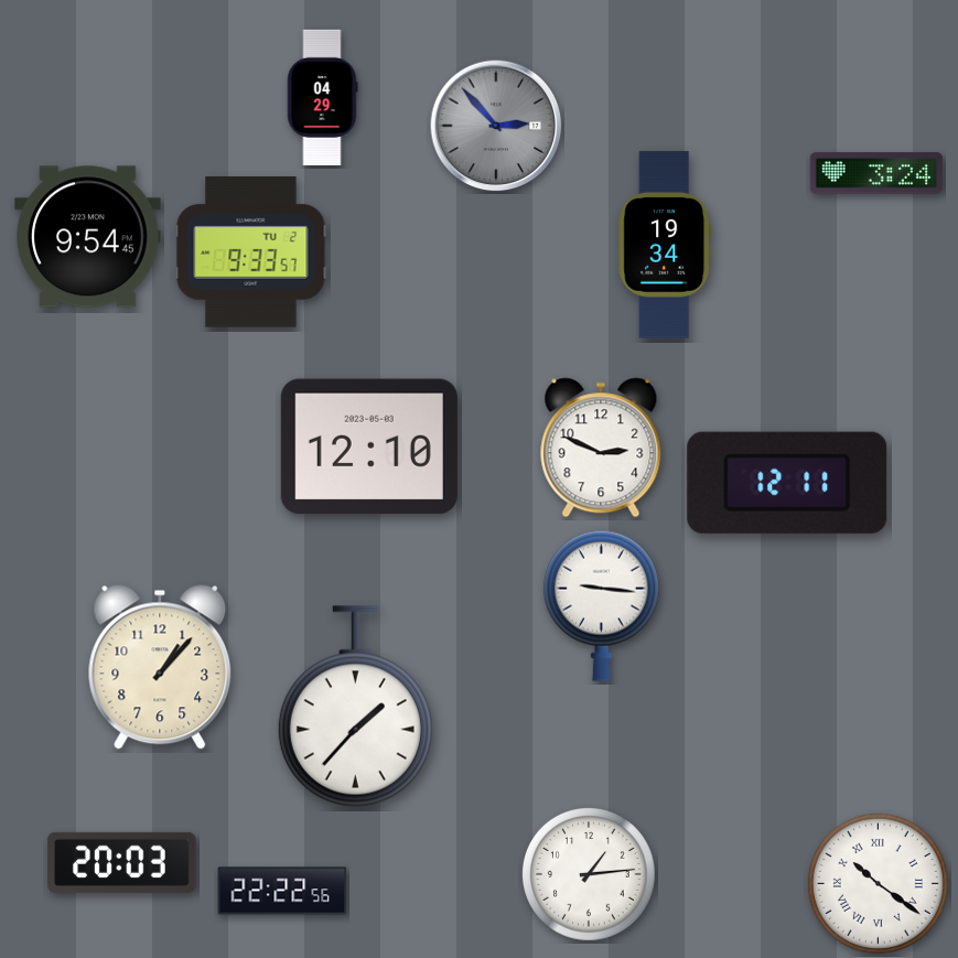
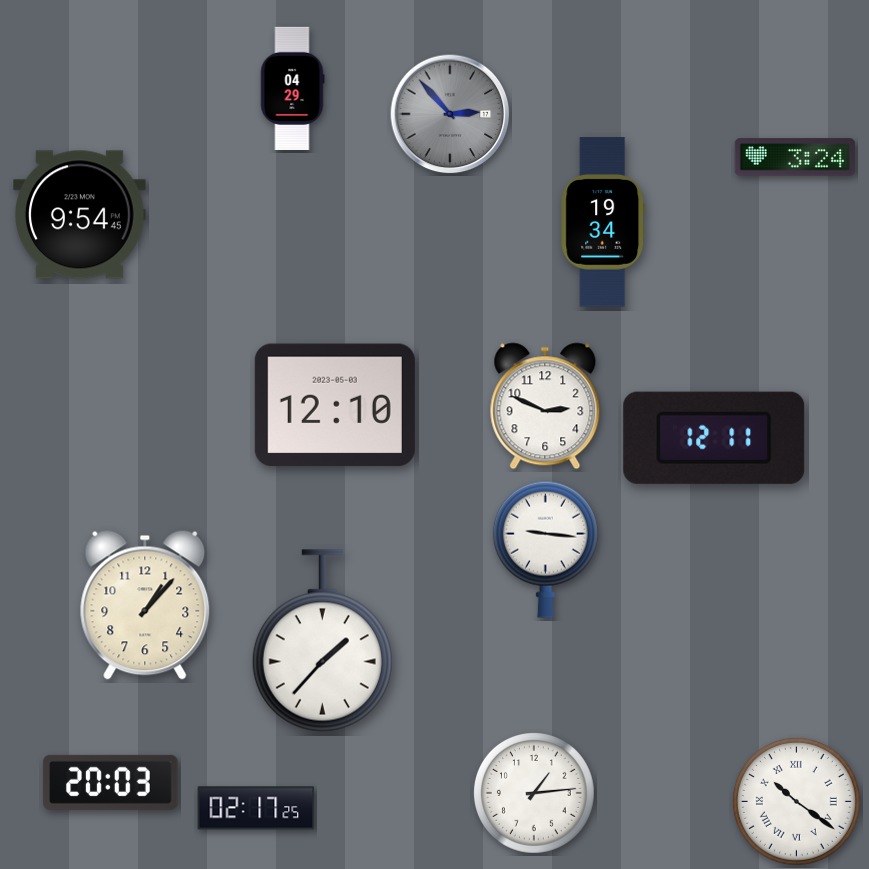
clock at (251, 252): 9:33 -> none
clock at (282, 891): 22:22 -> 02:17
